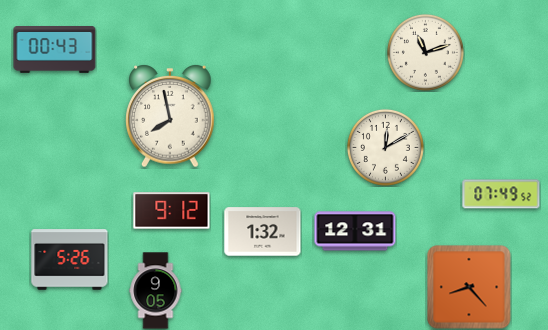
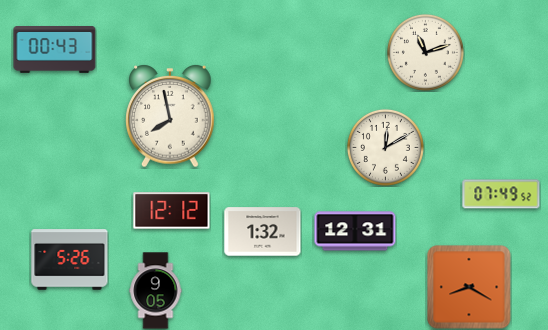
clock at (172, 211): 9:12 -> 12:12
clock at (469, 287): 8:23 -> 8:20
